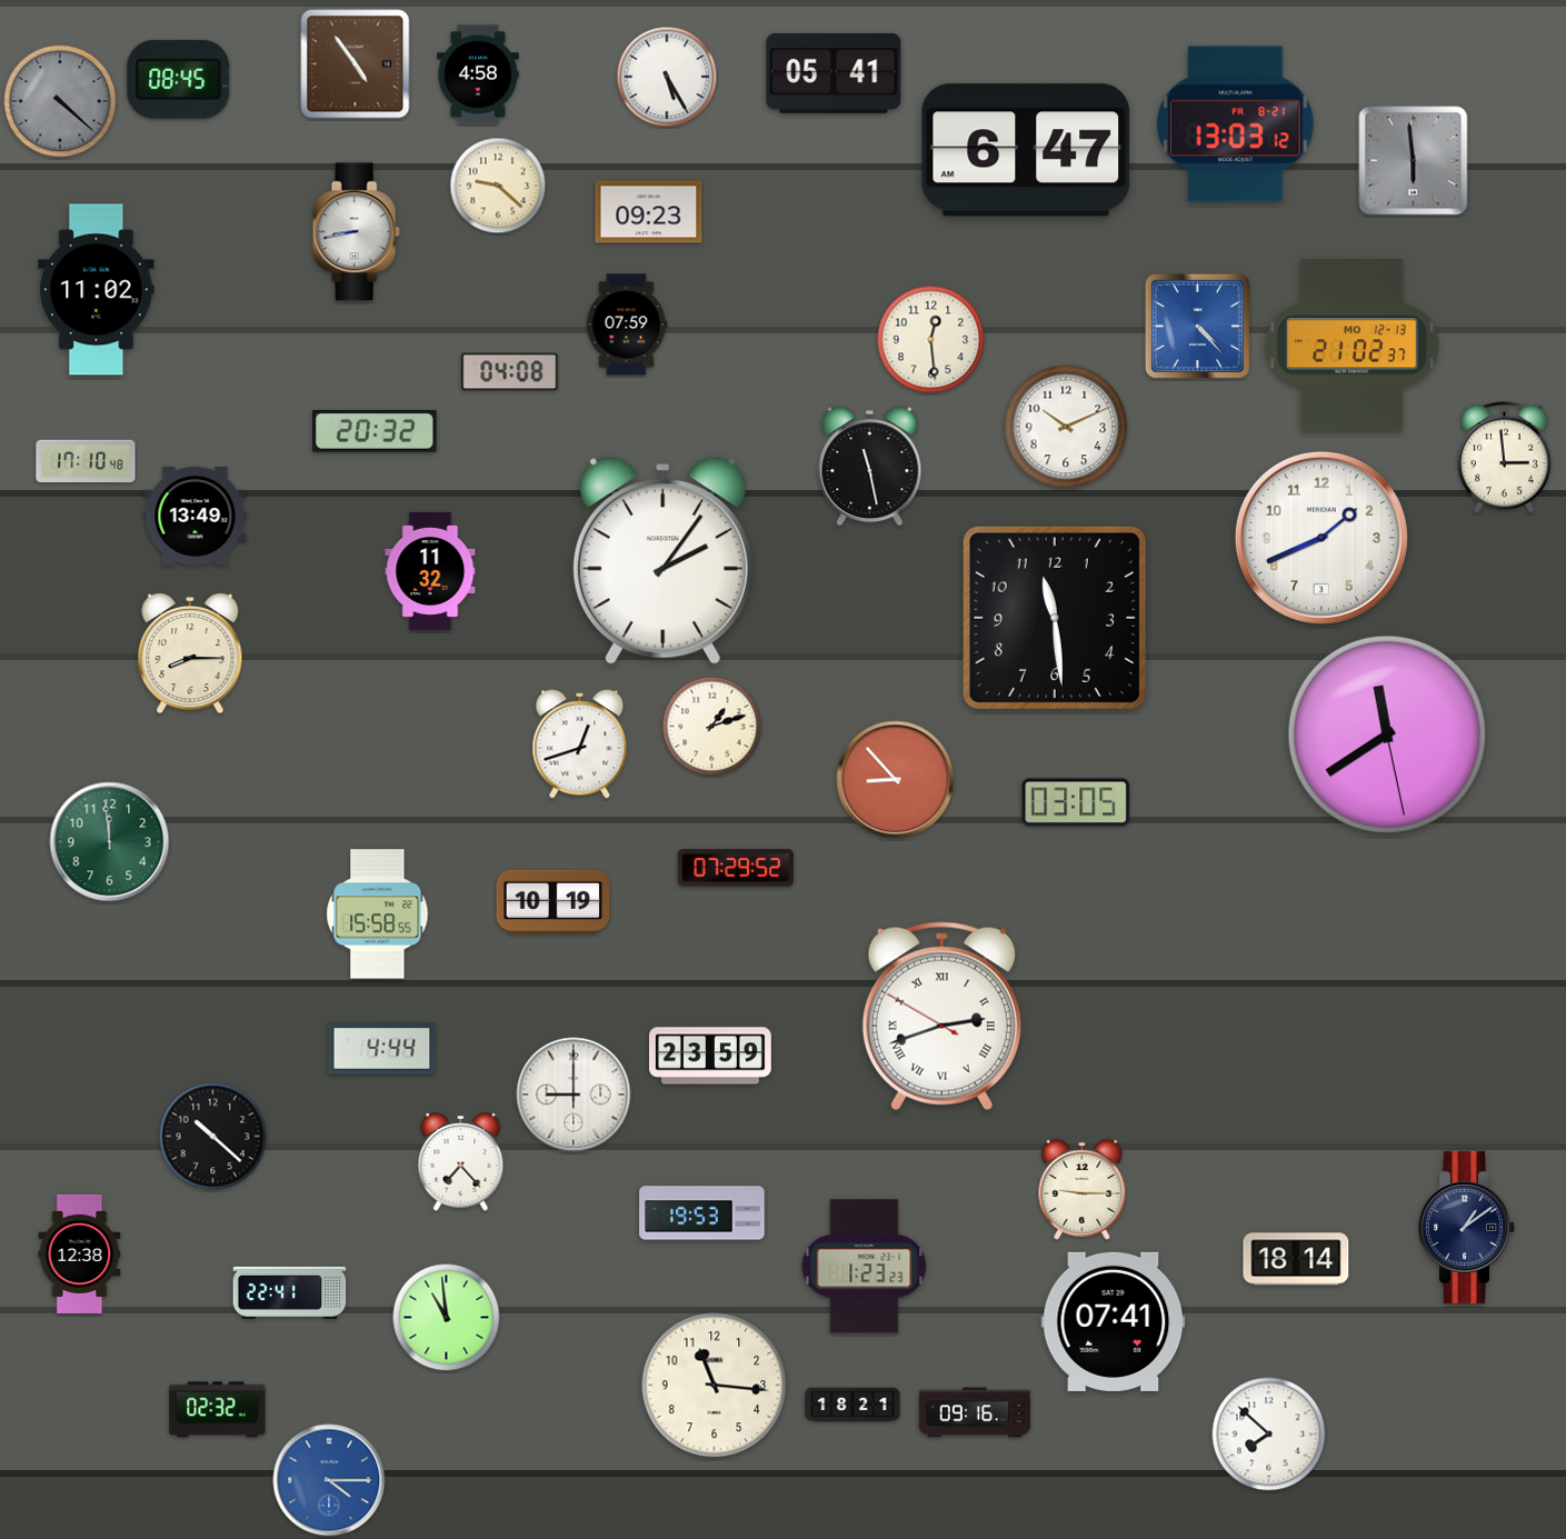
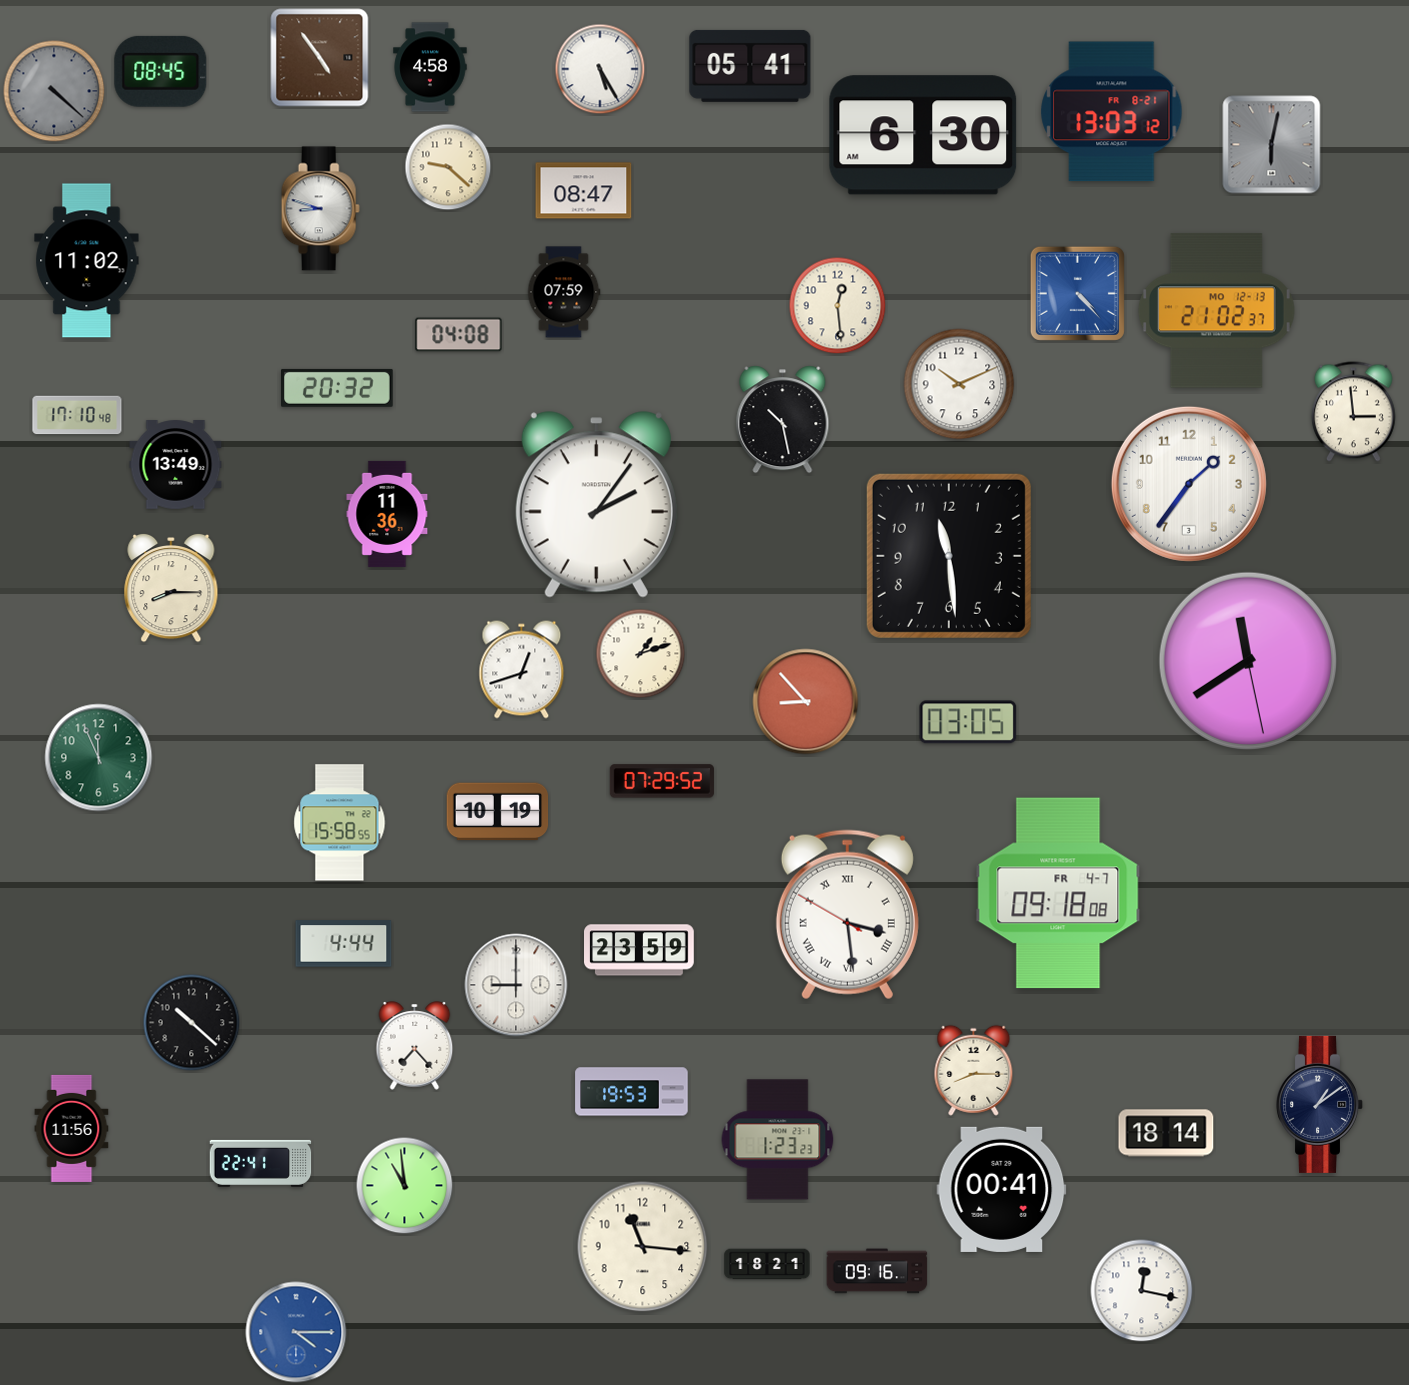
clock at (1026, 150): 6:47 -> 6:30
clock at (1414, 161): 5:59 -> 6:02
clock at (649, 212): 09:23 -> 08:47
clock at (356, 232): 8:43 -> 8:48
clock at (870, 467): 11:28 -> 10:28
clock at (1321, 538): 1:41 -> 1:36
clock at (430, 571): 11:32 -> 11:36
clock at (110, 842): 11:59 -> 11:56
clock at (1058, 893): none -> 09:18
clock at (941, 1017): 2:41 -> 3:28
clock at (1083, 1189): 9:15 -> 8:15
clock at (80, 1253): 12:38 -> 11:56
clock at (447, 1318) position: (447, 1318) -> (405, 1186)
clock at (1114, 1321): 07:41 -> 00:41
clock at (218, 1410): 02:32 -> none
clock at (1269, 1435): 7:52 -> 12:17
